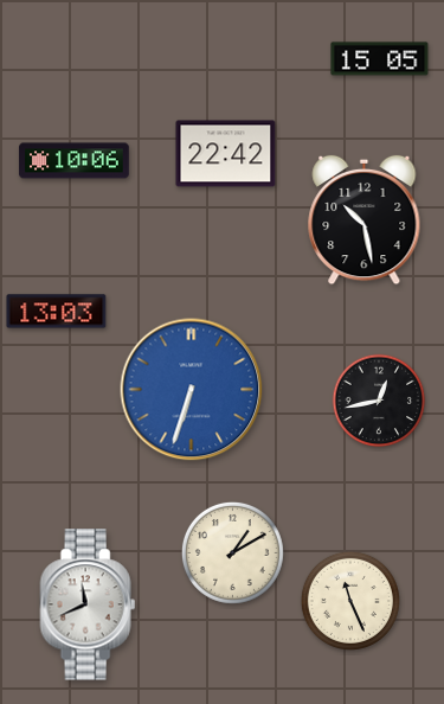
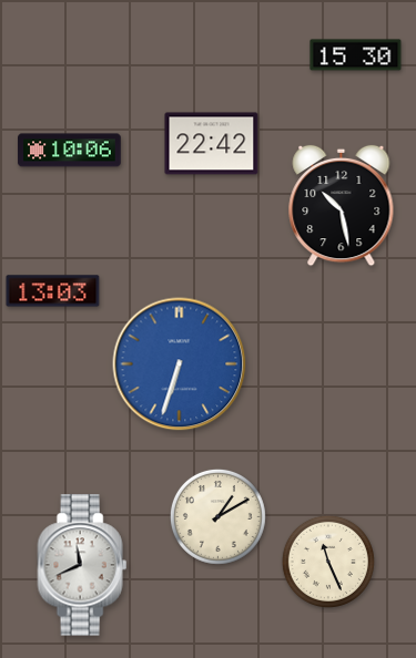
clock at (380, 59): 15:05 -> 15:30
clock at (379, 401): 12:43 -> none
